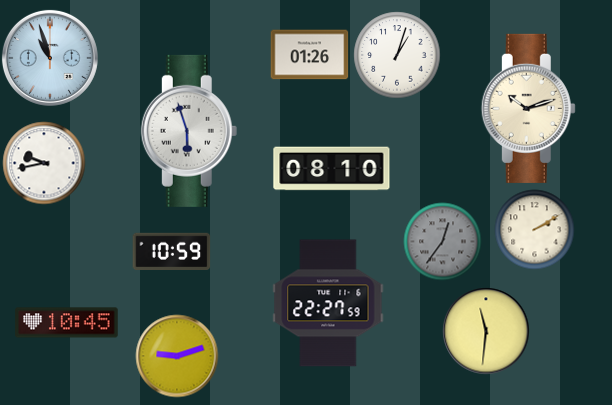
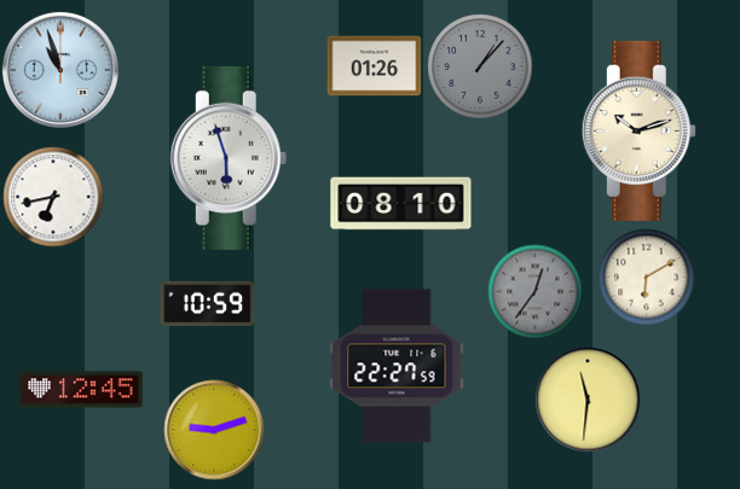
clock at (397, 55): 1:03 -> 1:07
clock at (397, 55) dial: white -> grey
clock at (44, 163): 9:43 -> 6:43
clock at (534, 229): 2:10 -> 6:10
clock at (67, 323): 10:45 -> 12:45
